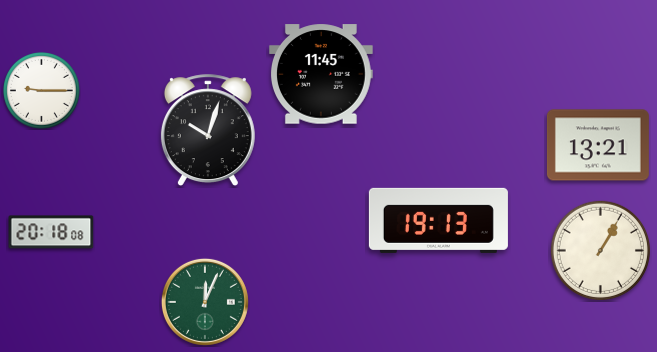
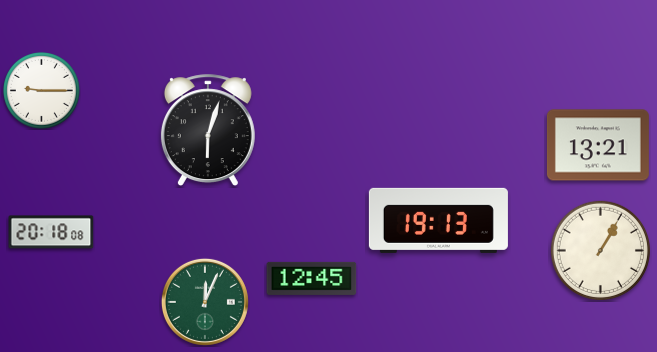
clock at (321, 74): 11:45 -> none
clock at (208, 131): 10:03 -> 6:03
clock at (312, 278): none -> 12:45
